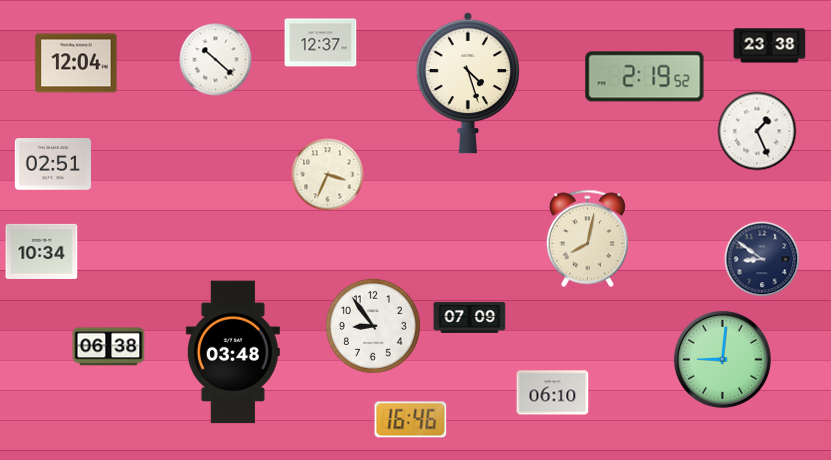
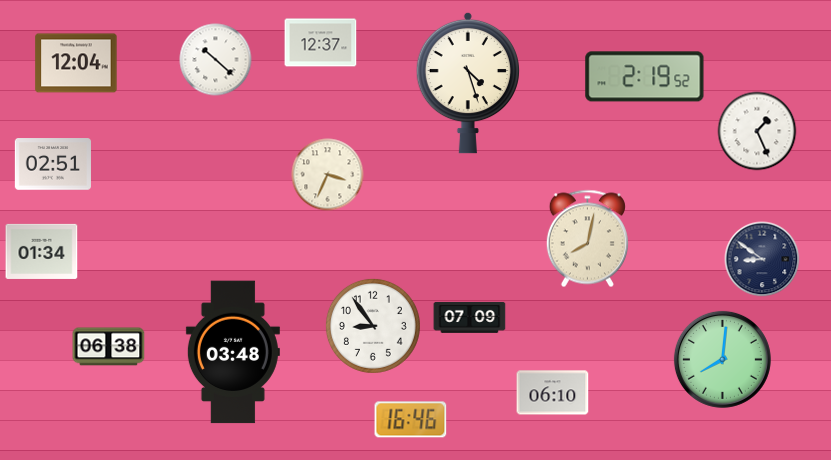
clock at (770, 46): 23:38 -> none
clock at (42, 251): 10:34 -> 01:34
clock at (722, 359): 9:01 -> 8:01
